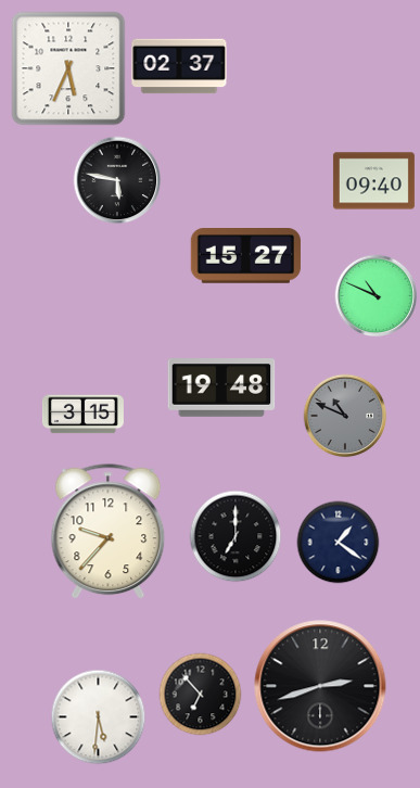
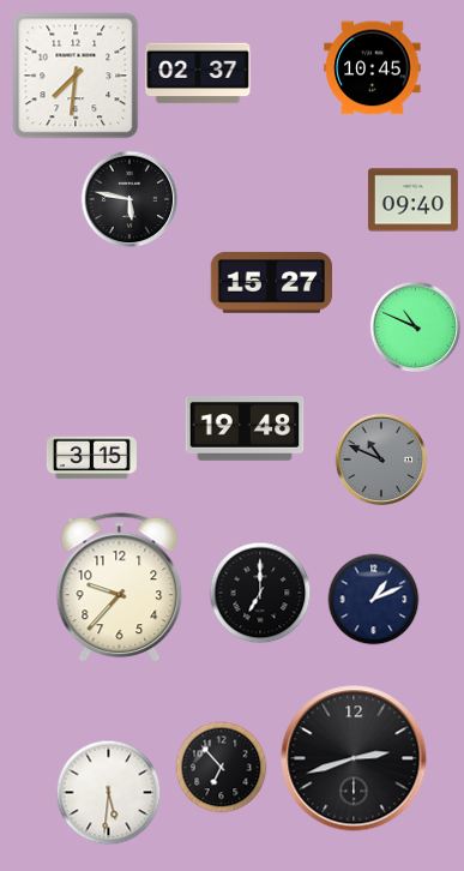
clock at (373, 68): none -> 10:45
clock at (68, 68): 5:34 -> 7:31
clock at (339, 543): 1:21 -> 1:11
